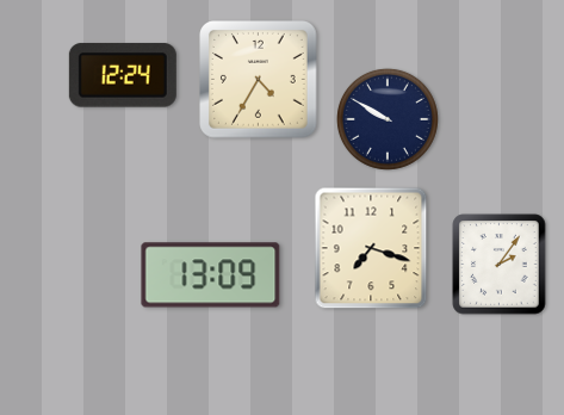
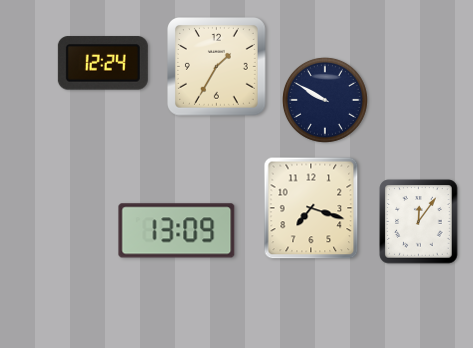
clock at (259, 80): 4:35 -> 1:35
clock at (500, 265): 2:06 -> 12:06
